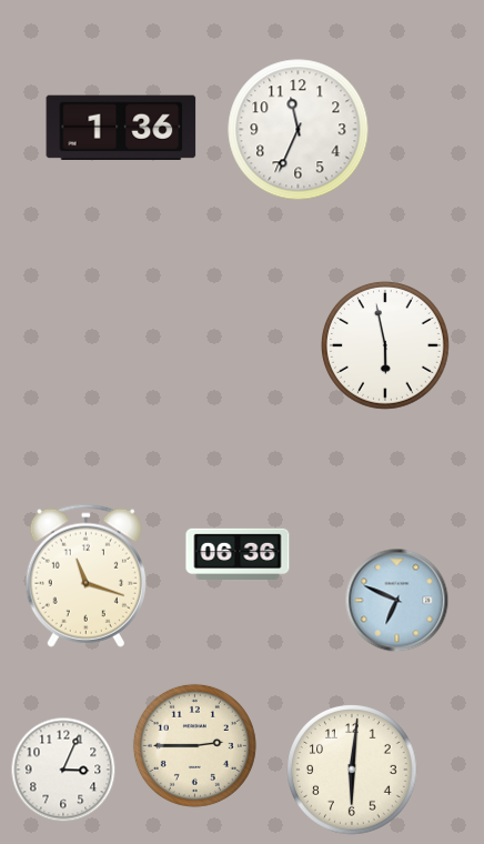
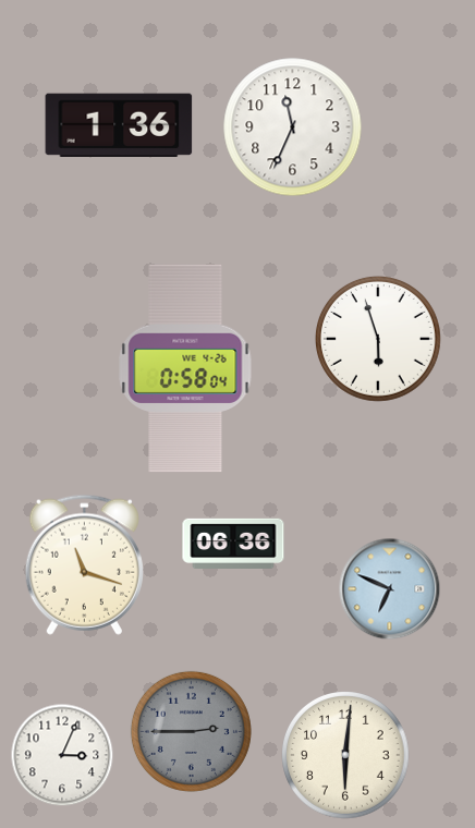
clock at (385, 345): 5:58 -> 5:57
clock at (185, 368): none -> 0:58
clock at (194, 745) dial: cream -> grey
